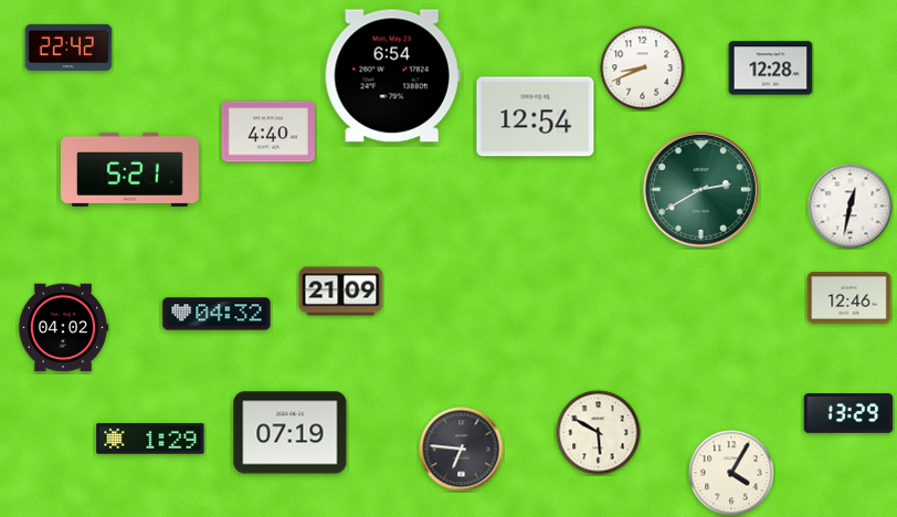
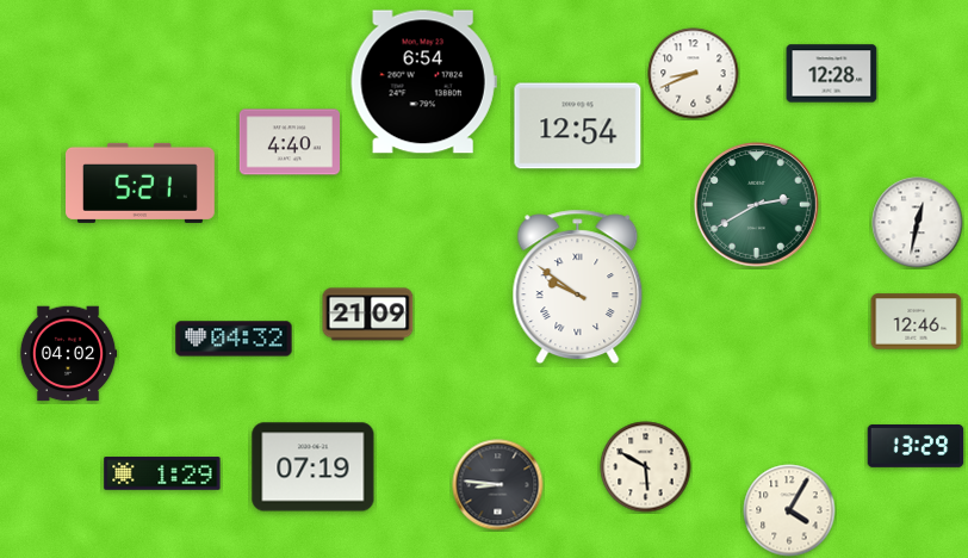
clock at (68, 48): 22:42 -> none
clock at (578, 287): none -> 9:51
clock at (462, 450): 6:46 -> 8:46
